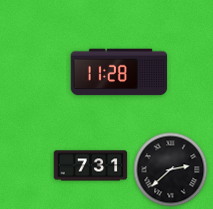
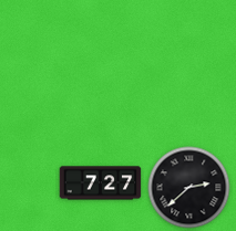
clock at (119, 72): 11:28 -> none
clock at (91, 166): 7:31 -> 7:27
